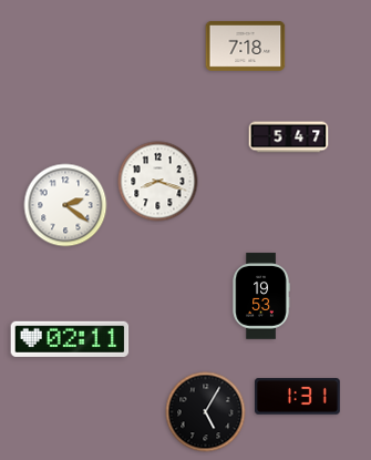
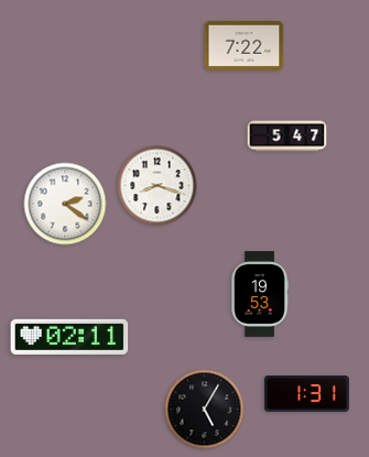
clock at (246, 45): 7:18 -> 7:22
clock at (158, 182) position: (158, 182) -> (158, 186)
clock at (297, 397) position: (297, 397) -> (306, 394)
